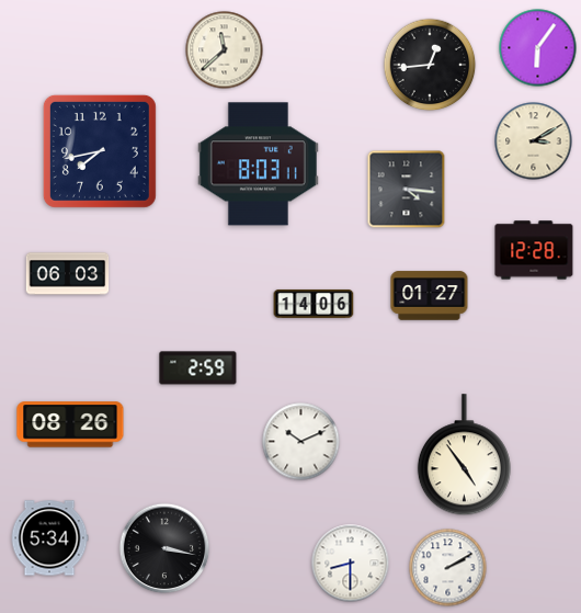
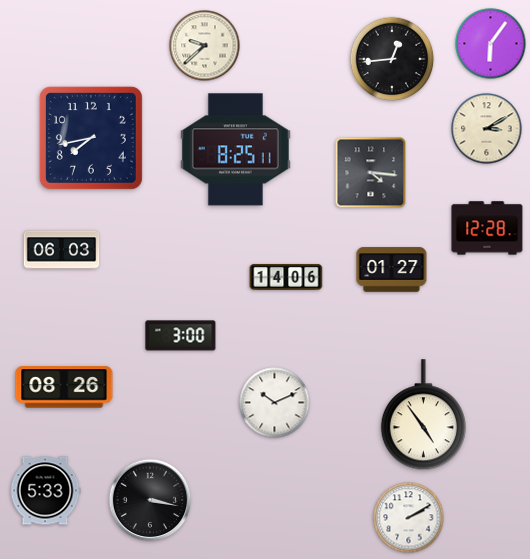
clock at (225, 50): 11:38 -> 9:38
clock at (258, 164): 8:03 -> 8:25
clock at (198, 368): 2:59 -> 3:00
clock at (49, 538): 5:34 -> 5:33
clock at (351, 564): 8:30 -> none
